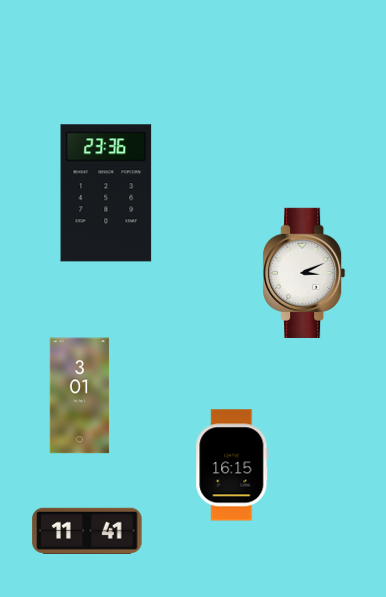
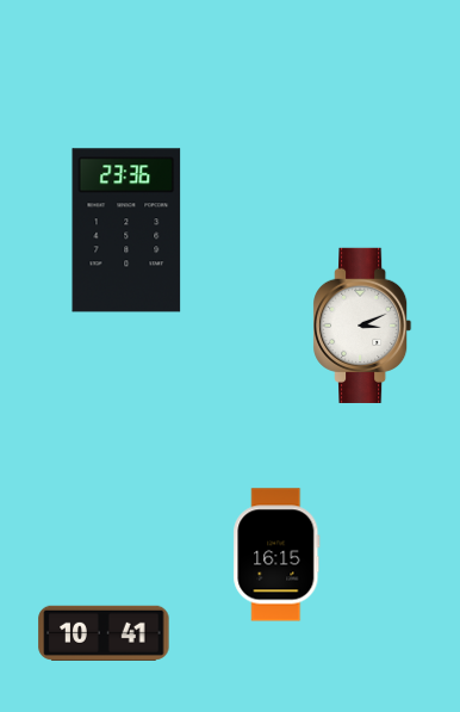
clock at (80, 396): 3:01 -> none
clock at (87, 531): 11:41 -> 10:41
